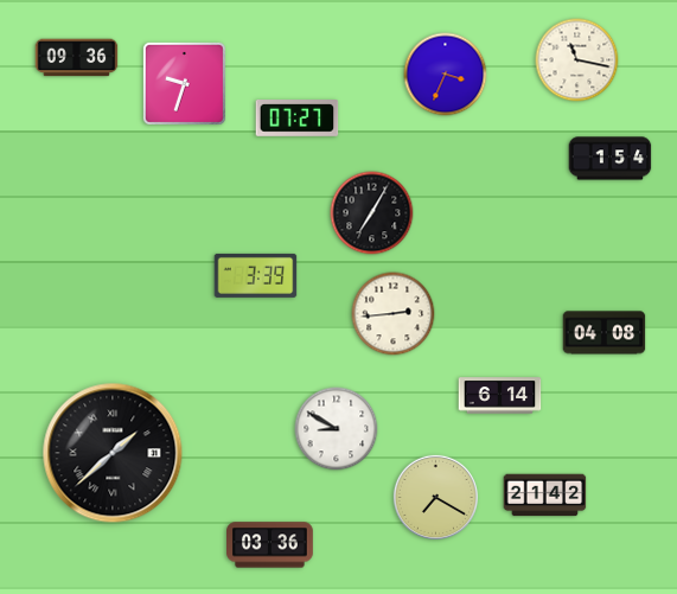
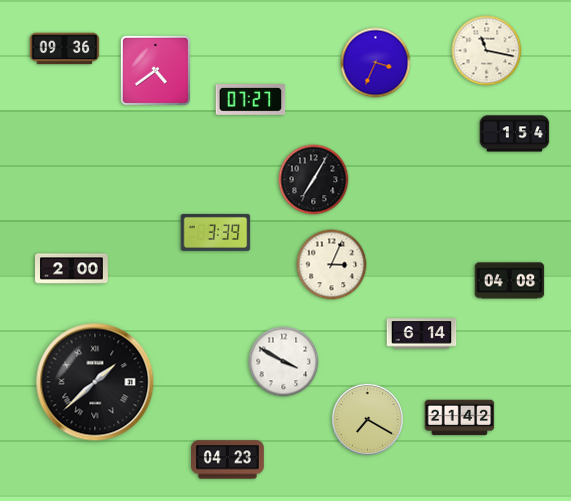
clock at (184, 83): 9:33 -> 4:39
clock at (394, 314): 2:44 -> 3:04
clock at (72, 269): none -> 2:00
clock at (337, 429): 8:50 -> 3:50
clock at (270, 545): 03:36 -> 04:23
